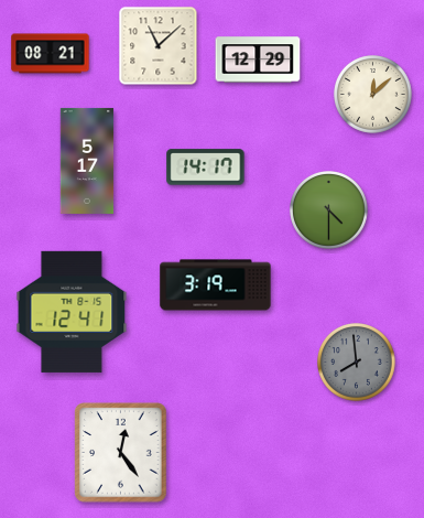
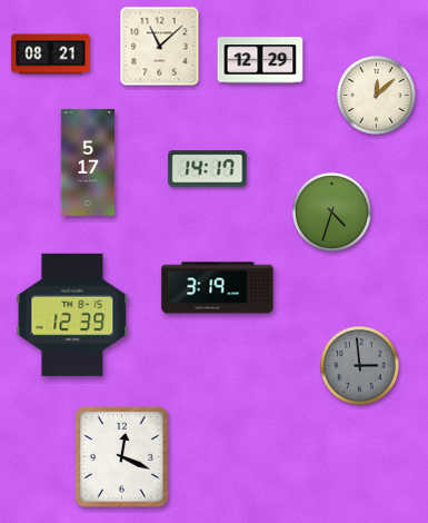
clock at (329, 211): 4:30 -> 4:33
clock at (72, 312): 12:41 -> 12:39
clock at (357, 363): 7:59 -> 2:59
clock at (121, 453): 12:24 -> 12:19
